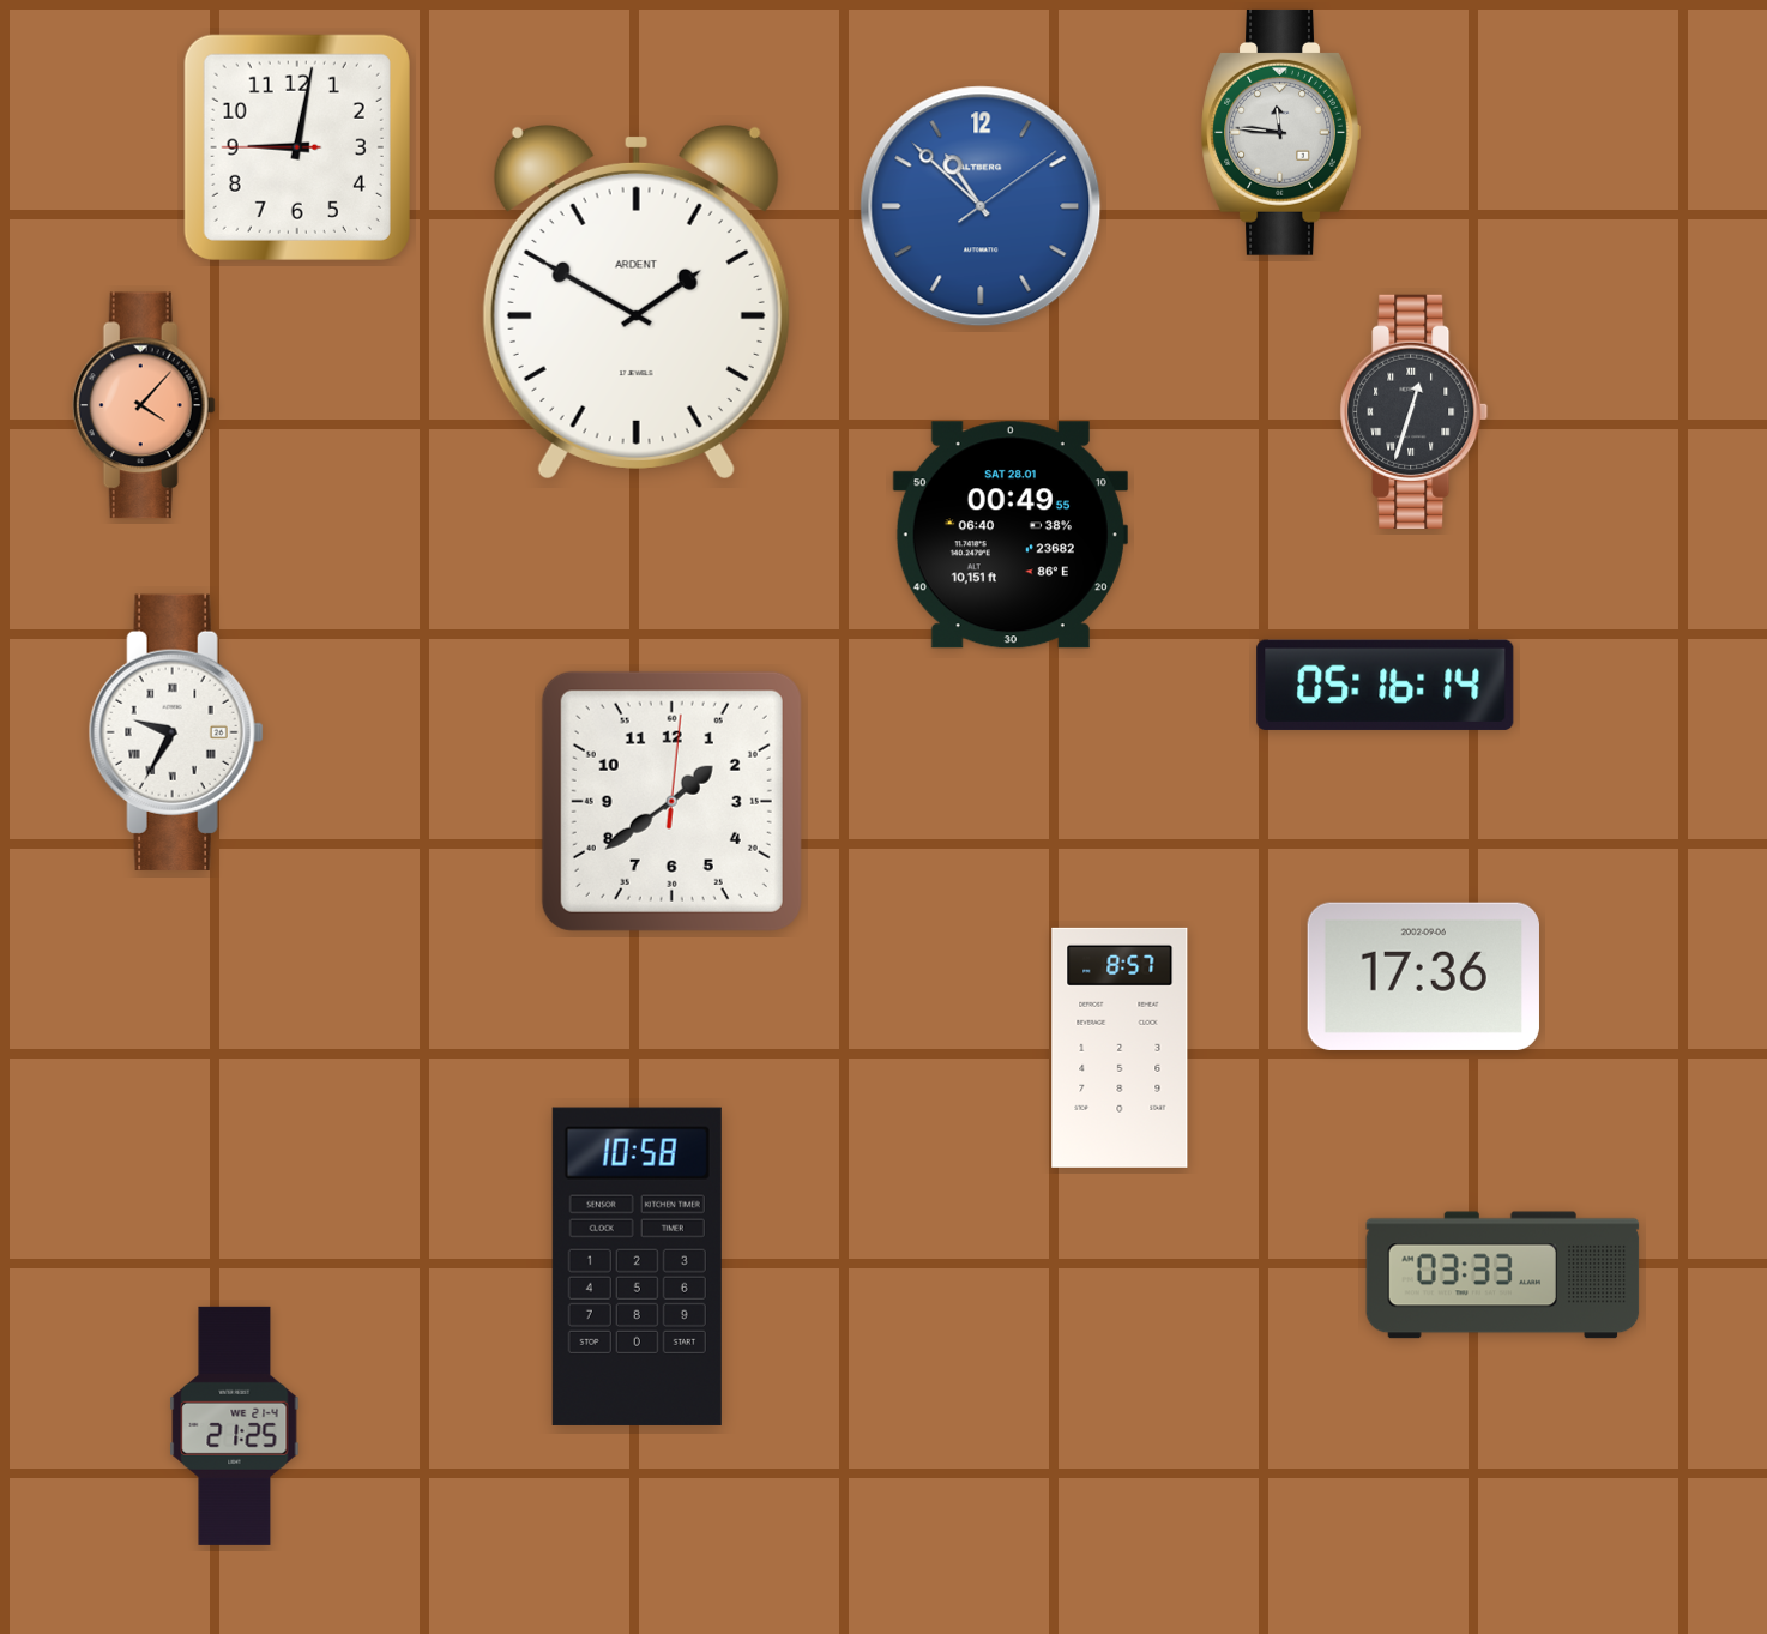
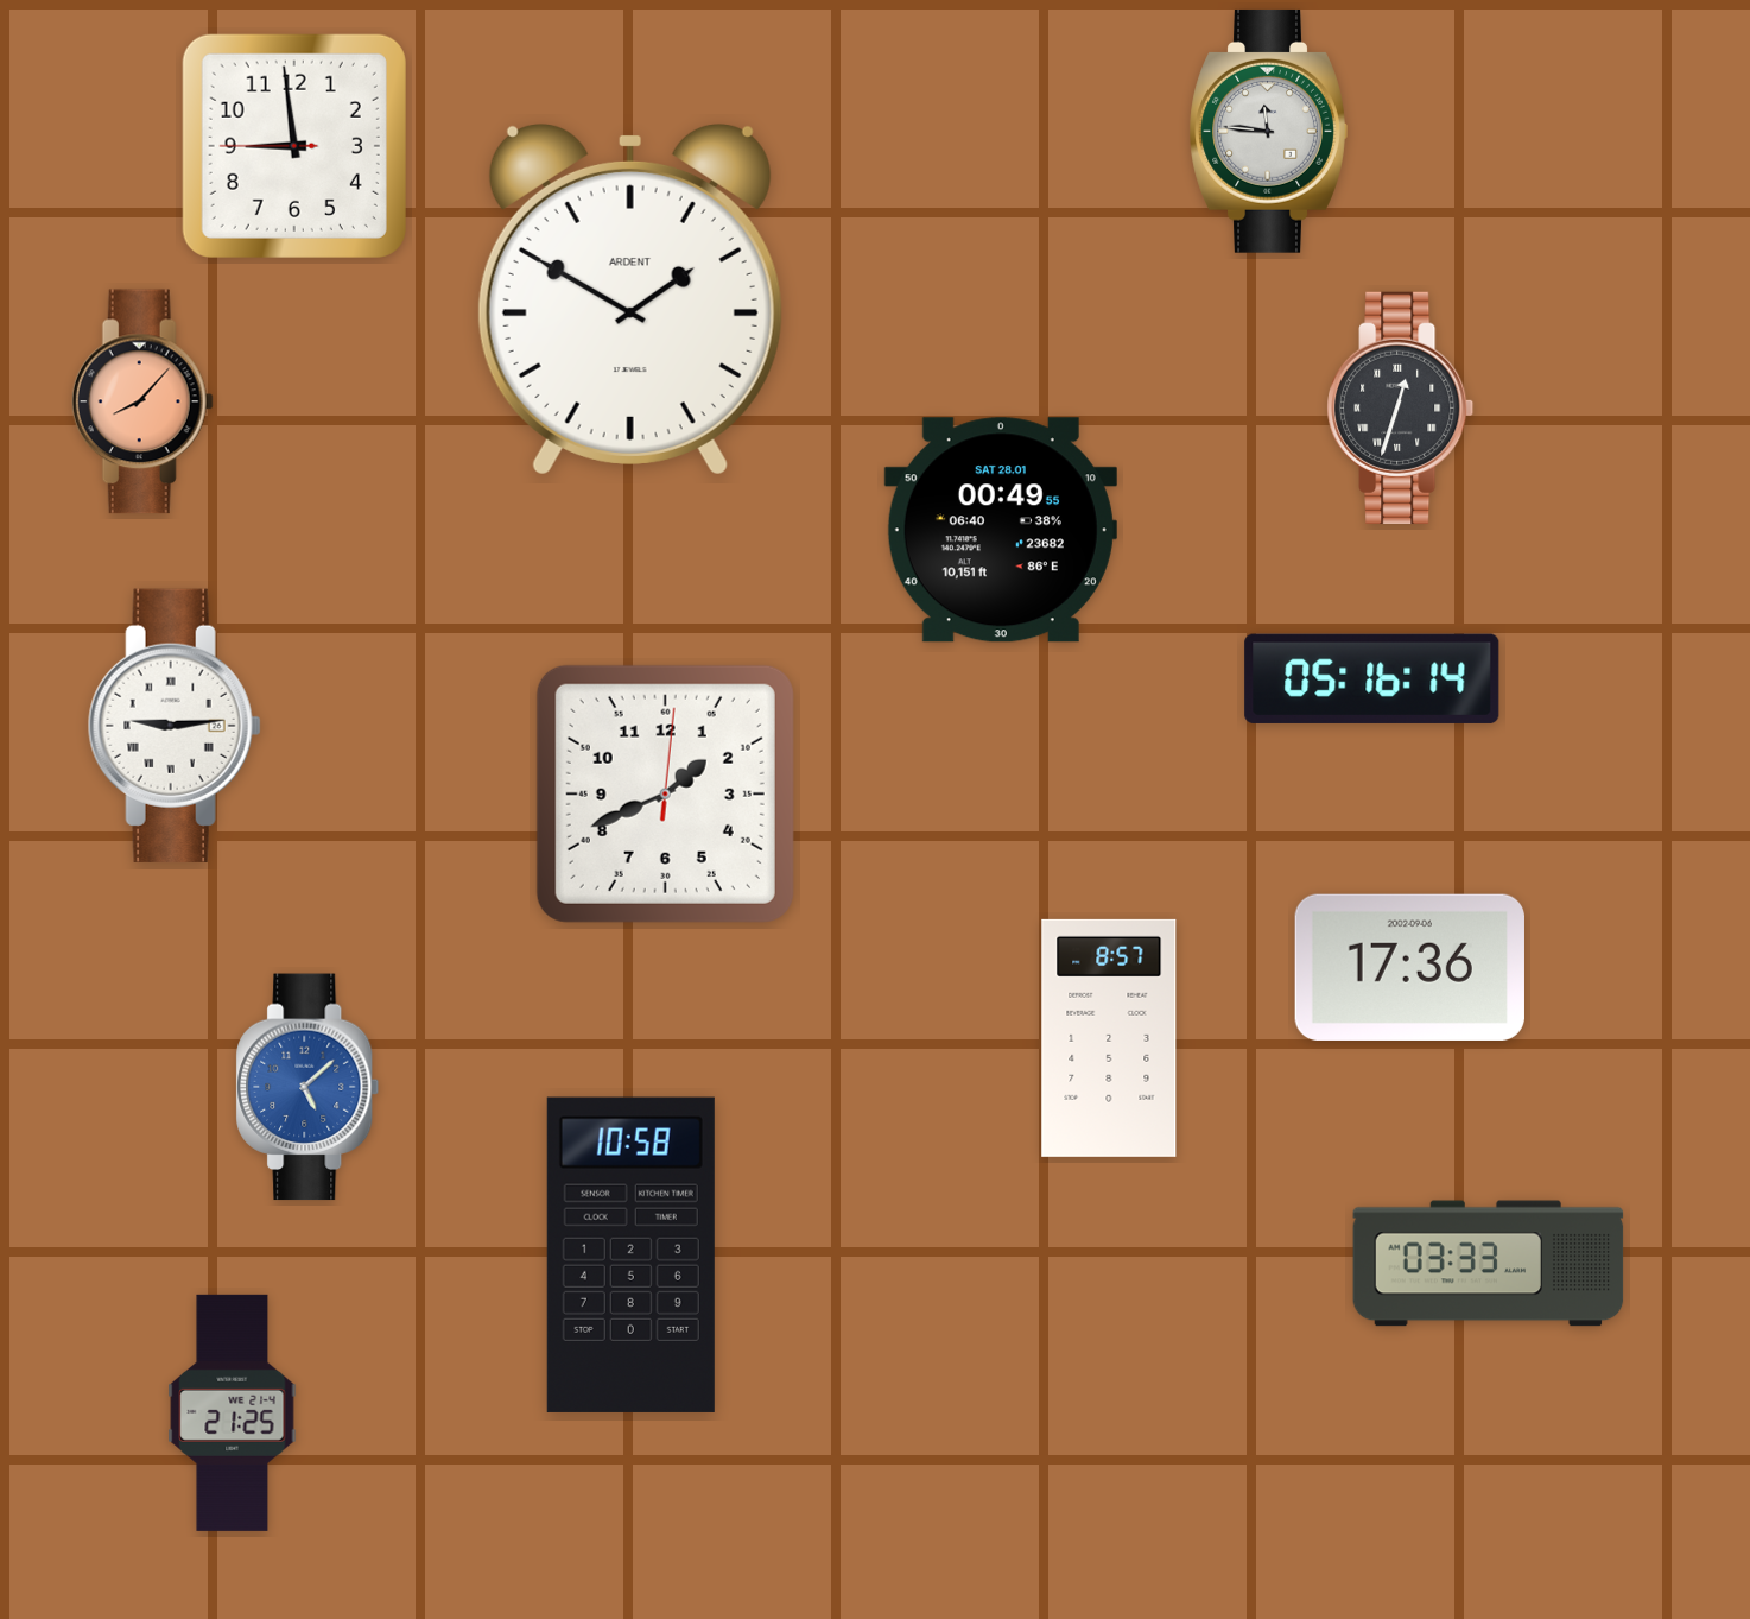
clock at (297, 147): 9:01 -> 8:58
clock at (981, 206): 10:52 -> none
clock at (144, 405): 4:07 -> 8:07
clock at (176, 732): 9:35 -> 9:14
clock at (671, 801): 1:39 -> 1:41
clock at (307, 1087): none -> 5:08
